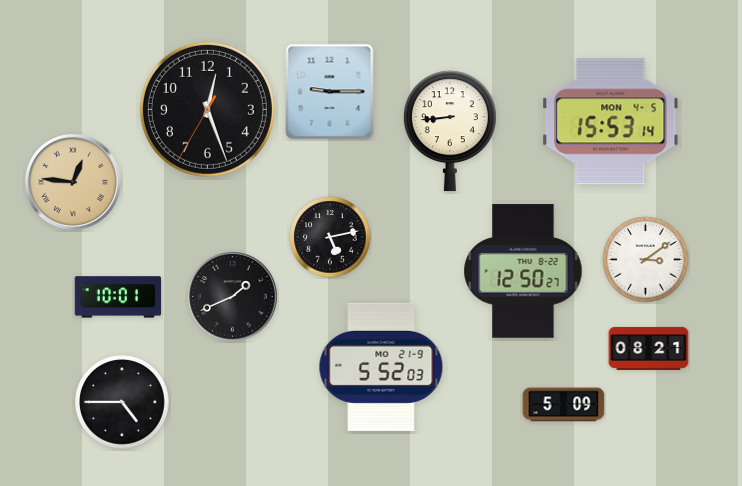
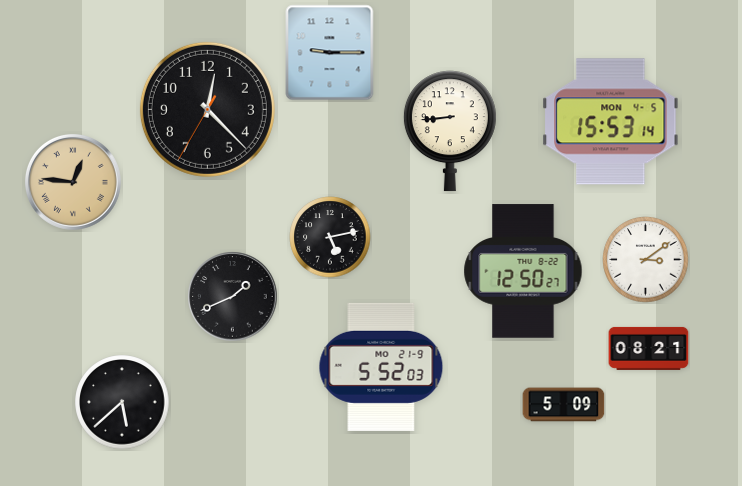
clock at (330, 92) position: (330, 92) -> (330, 53)
clock at (207, 109): 12:26 -> 12:22
clock at (118, 297): 10:01 -> none
clock at (122, 402): 4:45 -> 5:38
